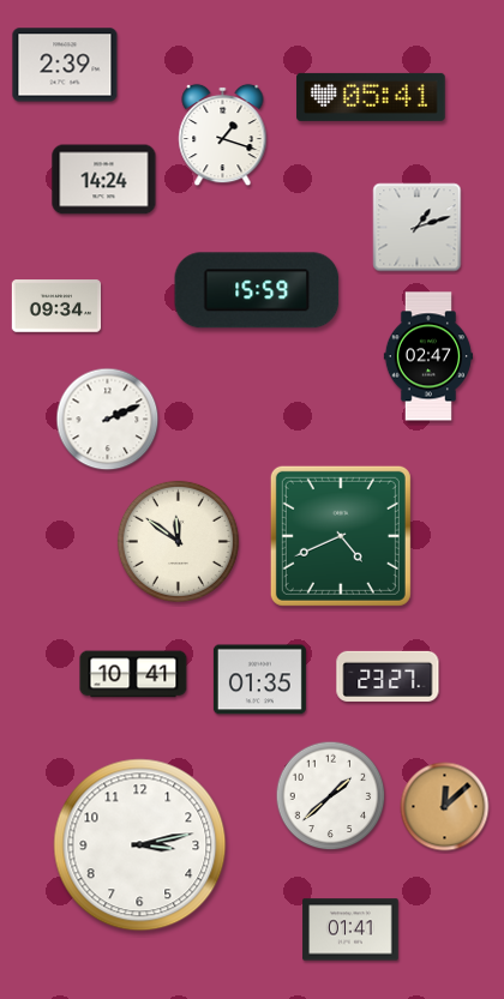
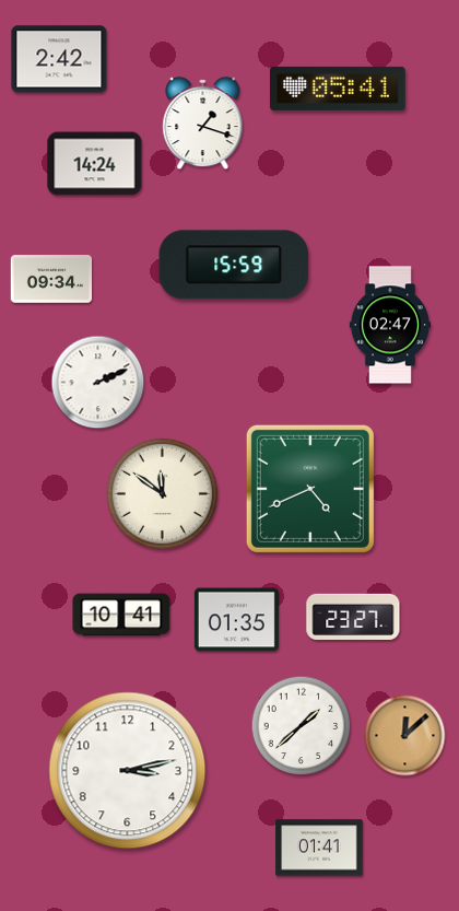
clock at (65, 65): 2:39 -> 2:42
clock at (418, 228): 1:12 -> none
